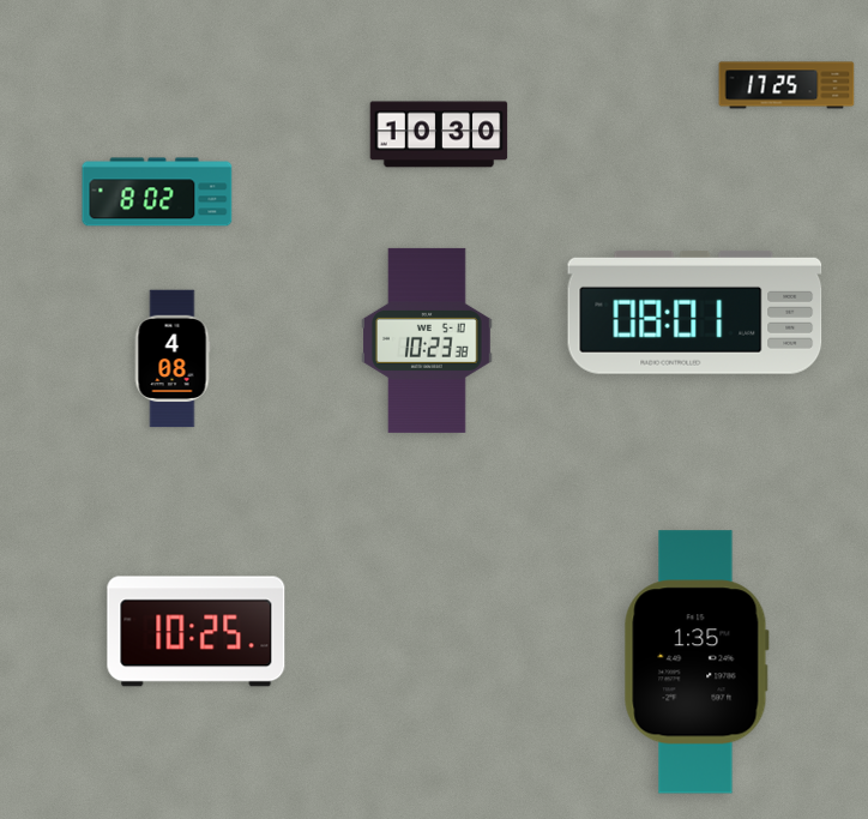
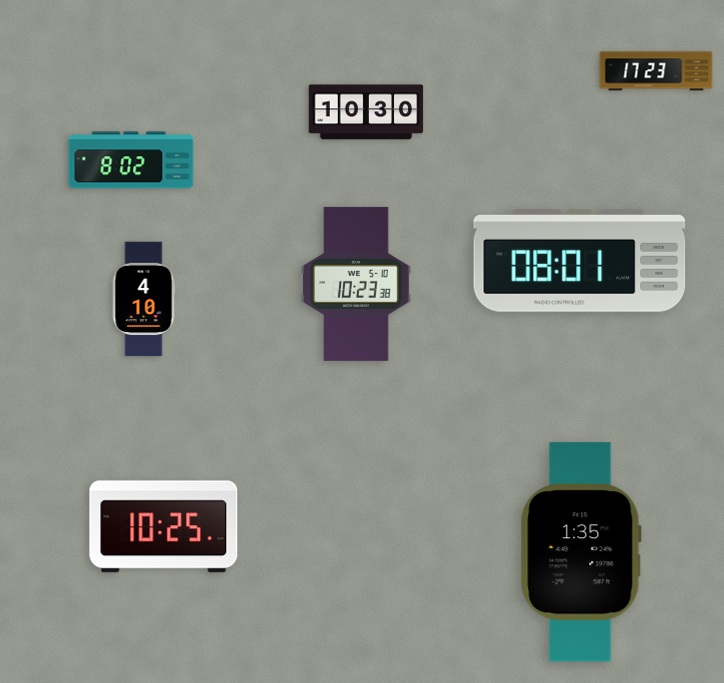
clock at (786, 85): 17:25 -> 17:23
clock at (173, 359): 4:08 -> 4:10
